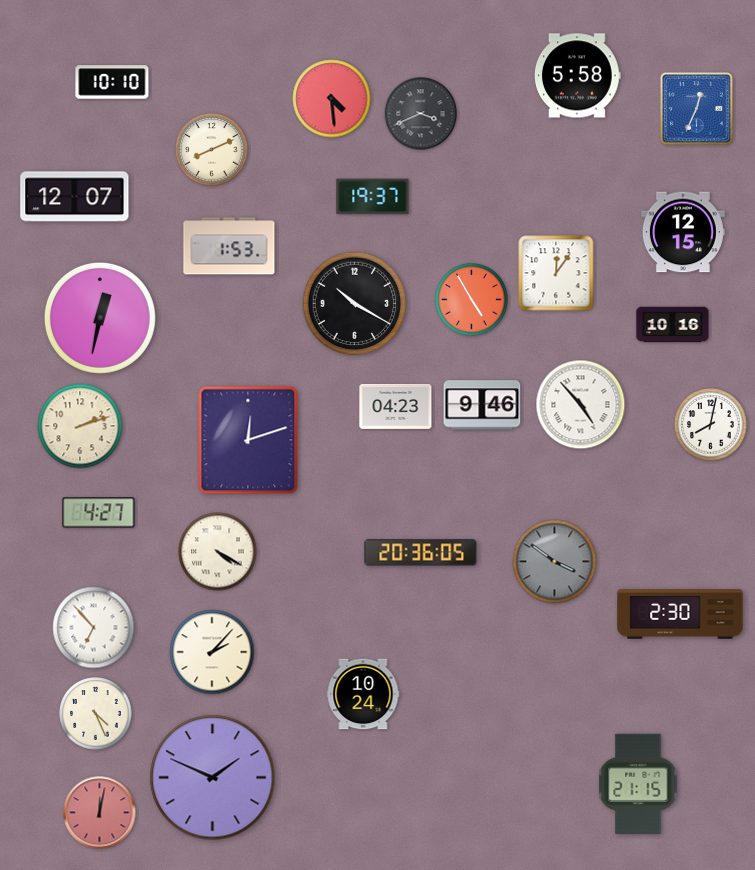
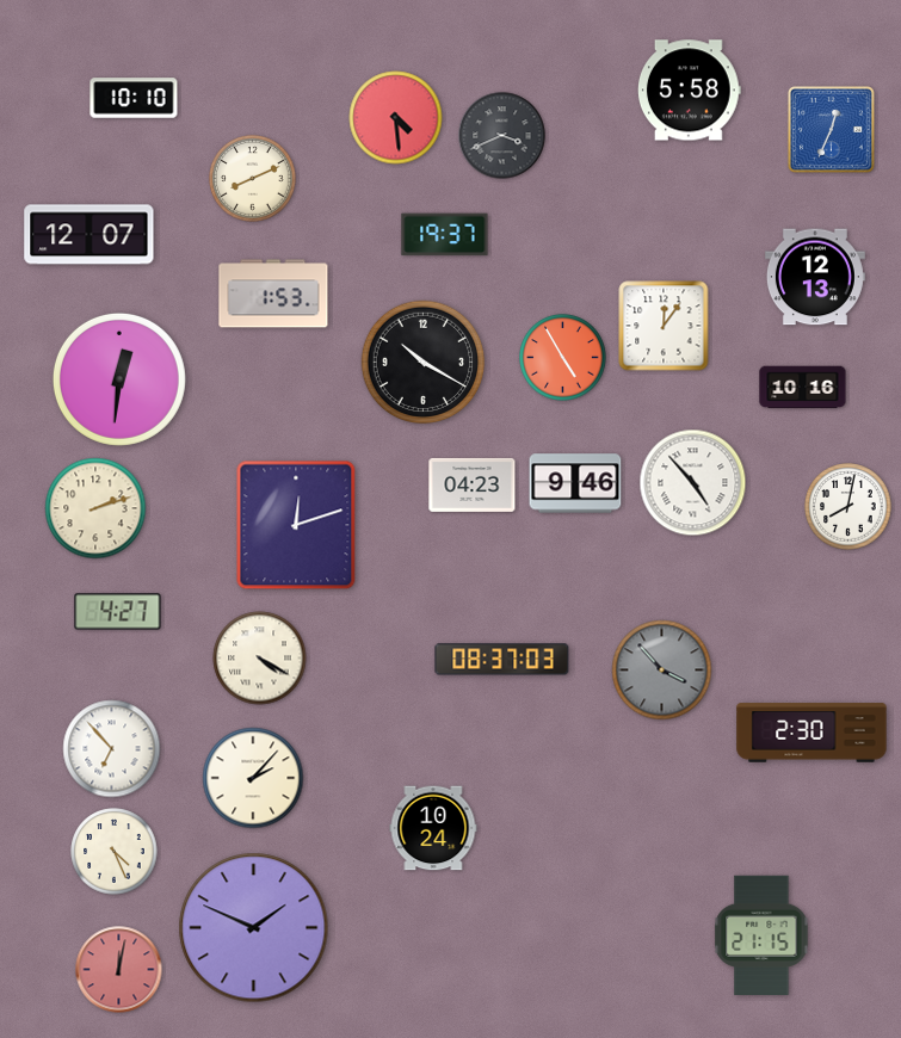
clock at (683, 232): 12:15 -> 12:13
clock at (100, 318): 12:32 -> 12:31
clock at (421, 553): 20:36 -> 08:37
clock at (555, 562): 3:51 -> 3:53
